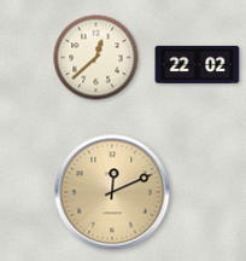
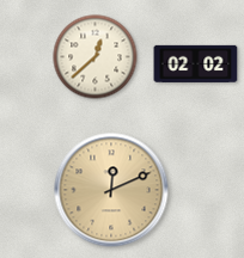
clock at (198, 64): 22:02 -> 02:02
